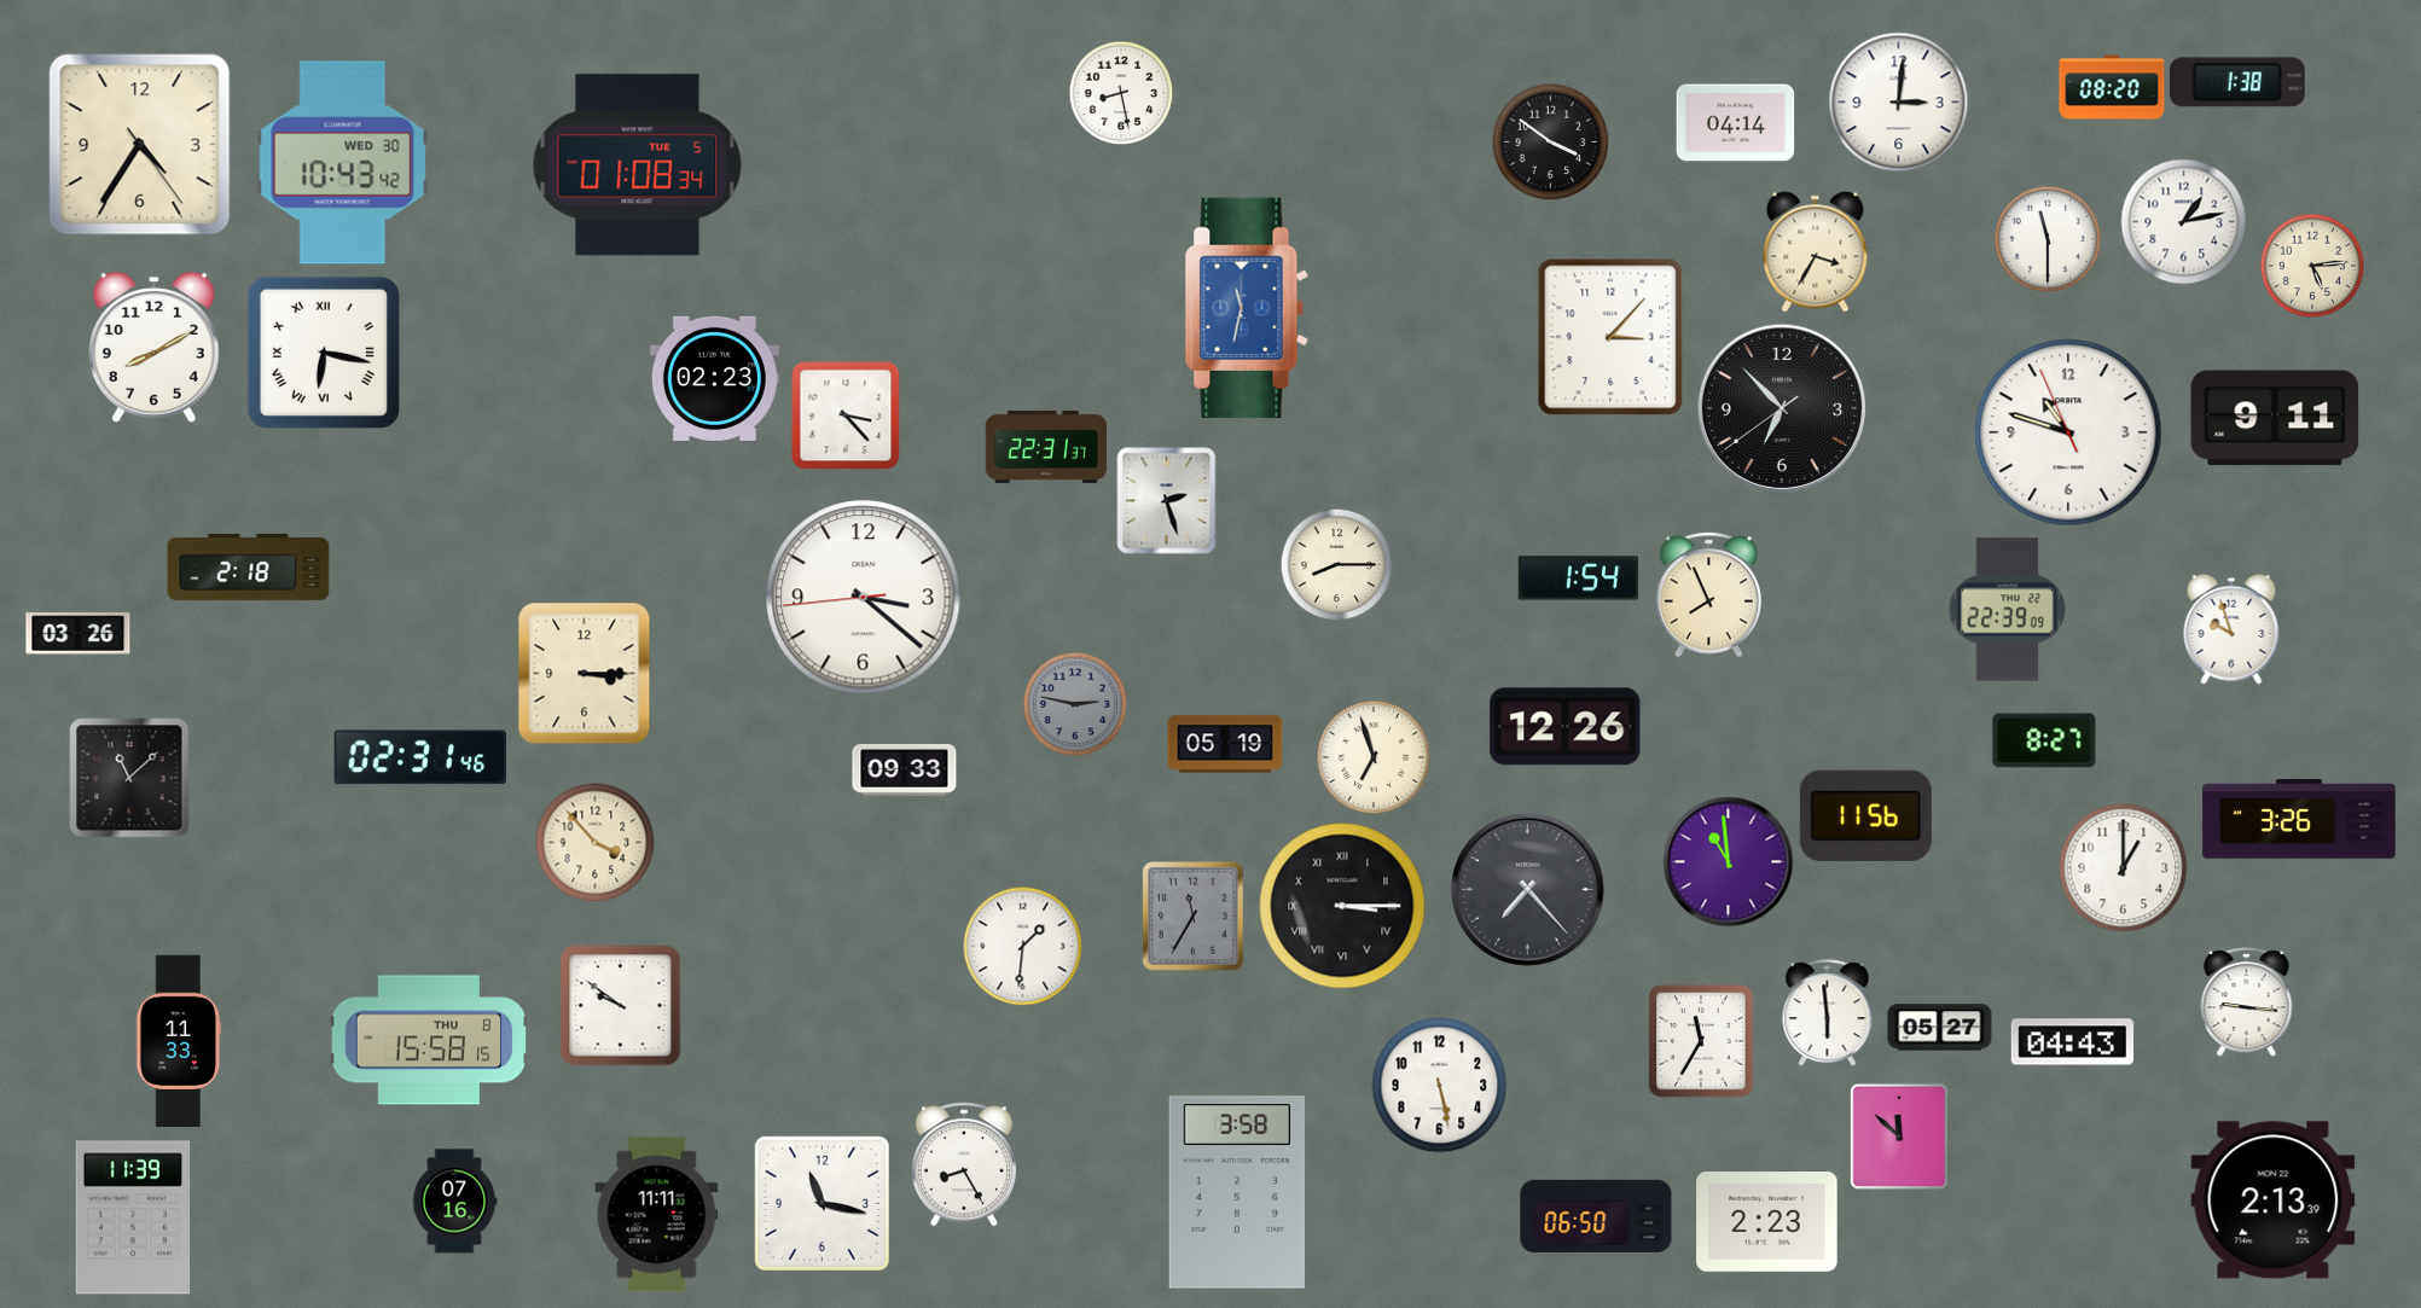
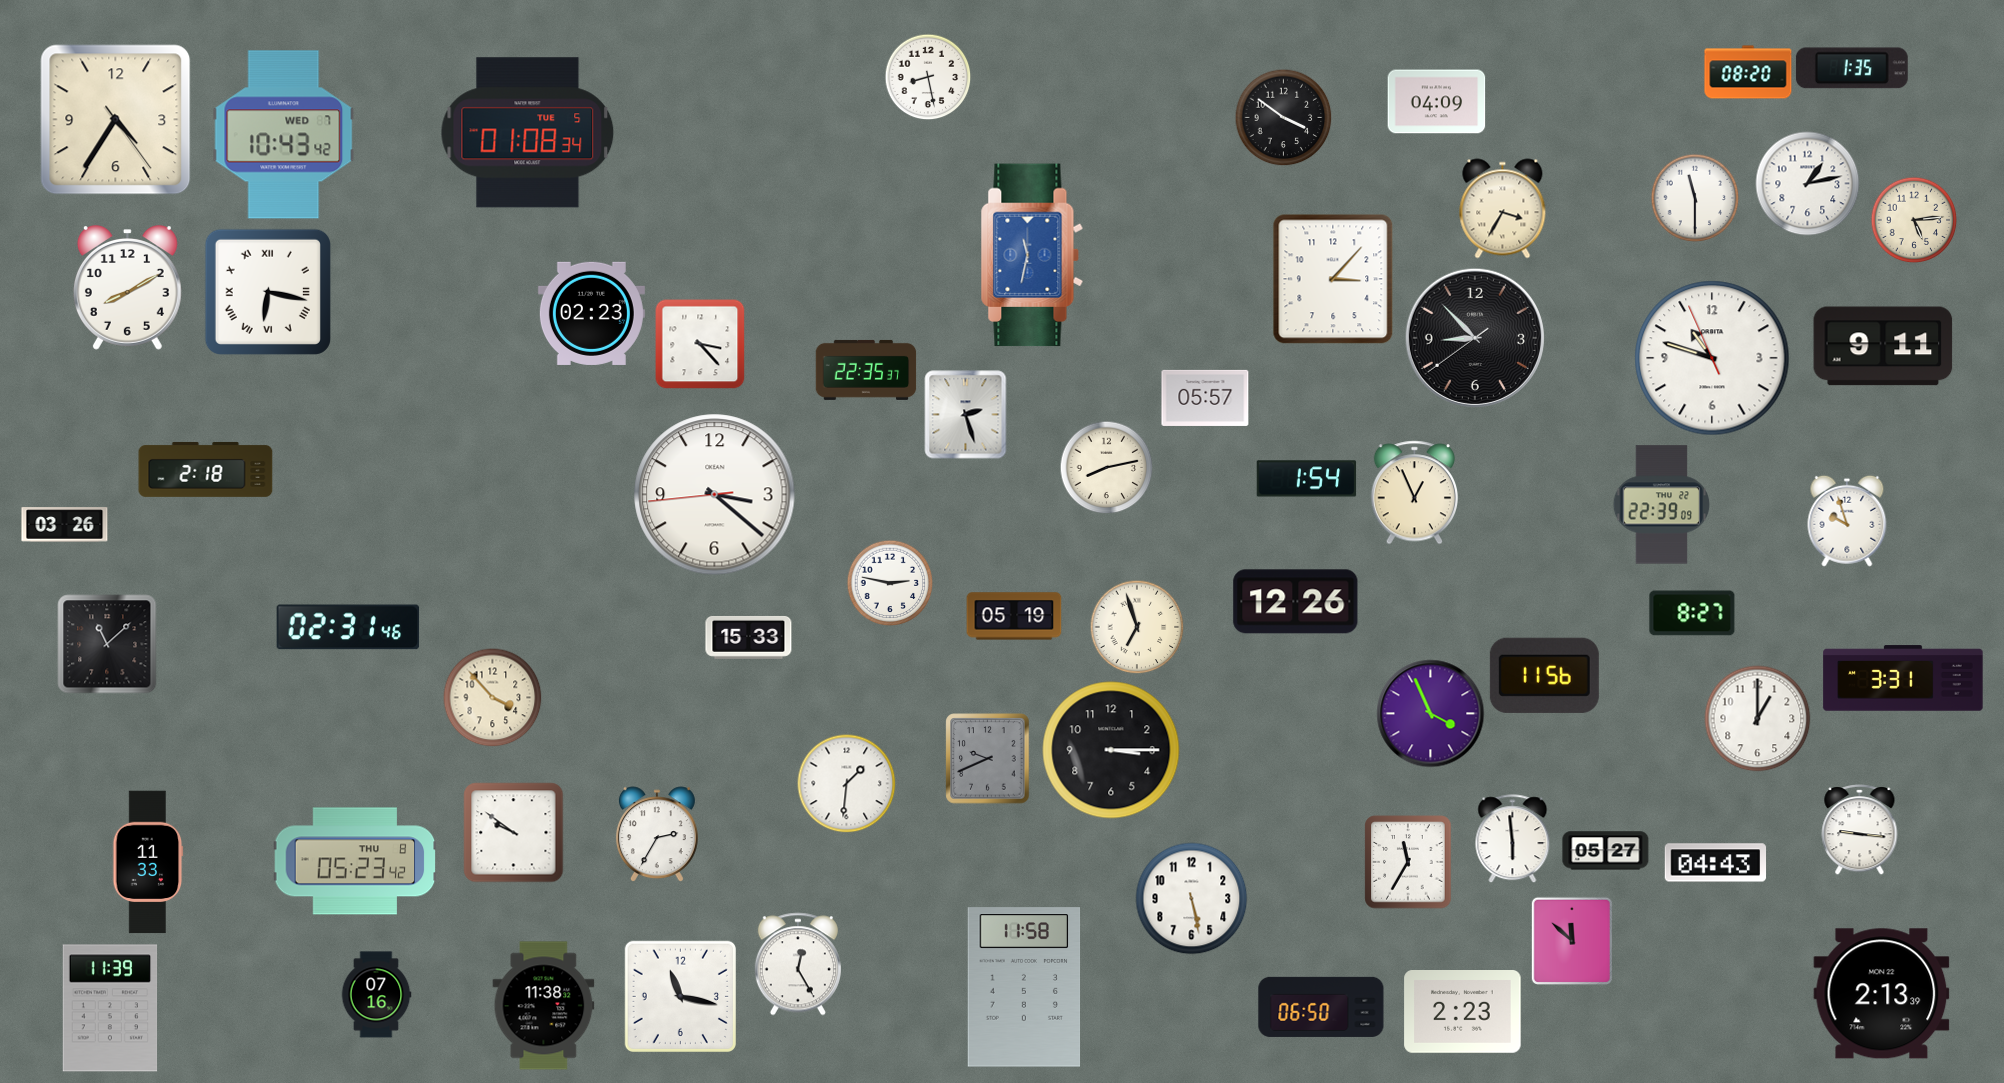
clock at (2237, 82): 1:38 -> 1:35
clock at (1899, 103): 3:01 -> none
clock at (1736, 123): 04:14 -> 04:09
clock at (343, 163) date: WED 30 -> WED 7
clock at (638, 165) position: (638, 165) -> (528, 133)
clock at (1782, 408): 6:52 -> 8:52
clock at (1046, 447): 22:31 -> 22:35
clock at (1205, 398): none -> 05:57
clock at (1336, 564): 8:15 -> 8:13
clock at (1708, 595): 7:56 -> 12:56
clock at (585, 674): 3:15 -> none
clock at (1075, 704) dial: grey -> white
clock at (905, 769): 09:33 -> 15:33
clock at (2299, 819): 3:26 -> 3:31
clock at (1729, 862): 10:59 -> 3:56
clock at (1527, 889): 7:23 -> none
clock at (1342, 906) numerals: Roman -> Arabic
clock at (1194, 917): 11:35 -> 9:41
clock at (657, 834): none -> 2:35
clock at (429, 1040): 15:58 -> 05:23
clock at (964, 1164): 8:25 -> 12:25
clock at (1237, 1192): 3:58 -> 11:58
clock at (657, 1215): 11:11 -> 11:38
